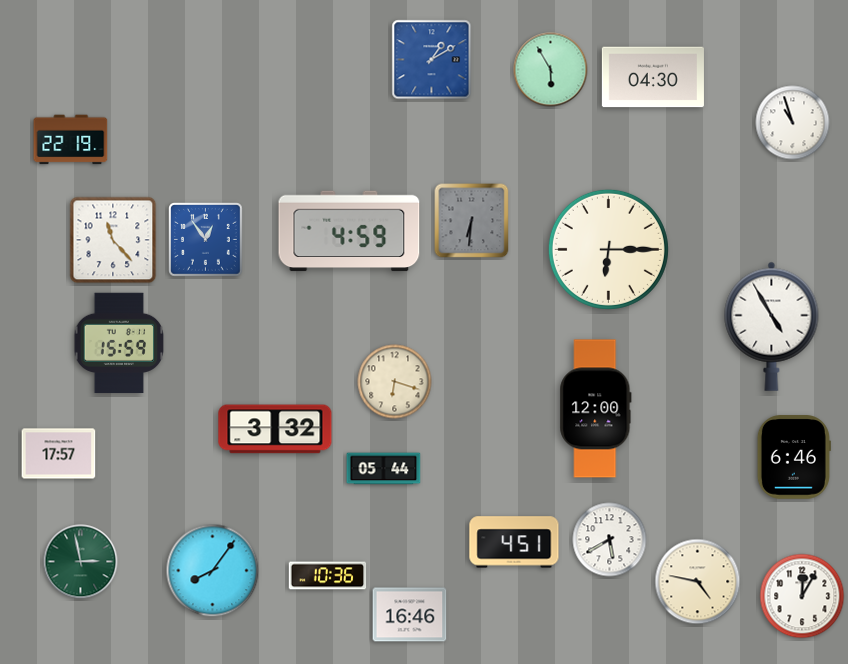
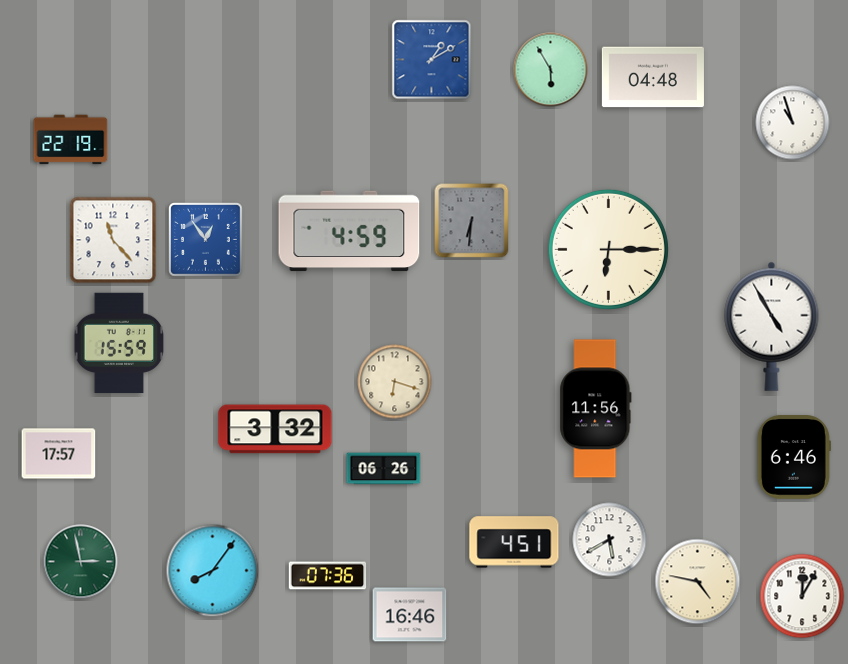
clock at (653, 77): 04:30 -> 04:48
clock at (596, 409): 12:00 -> 11:56
clock at (384, 469): 05:44 -> 06:26
clock at (328, 576): 10:36 -> 07:36
